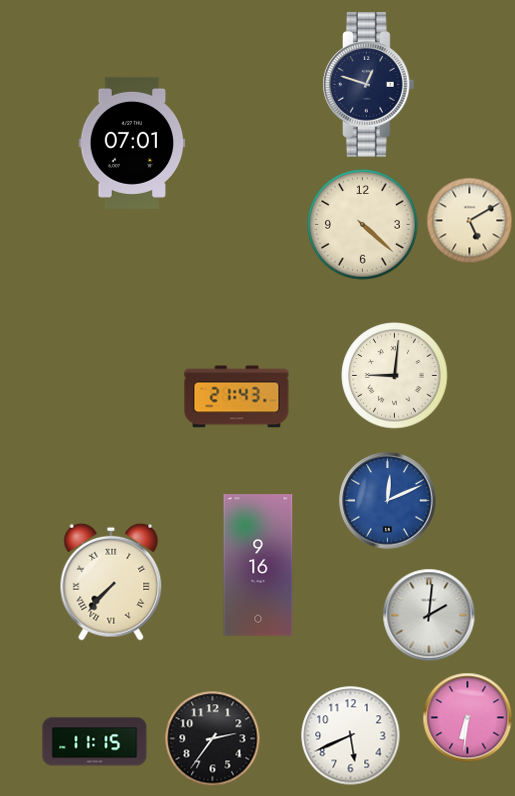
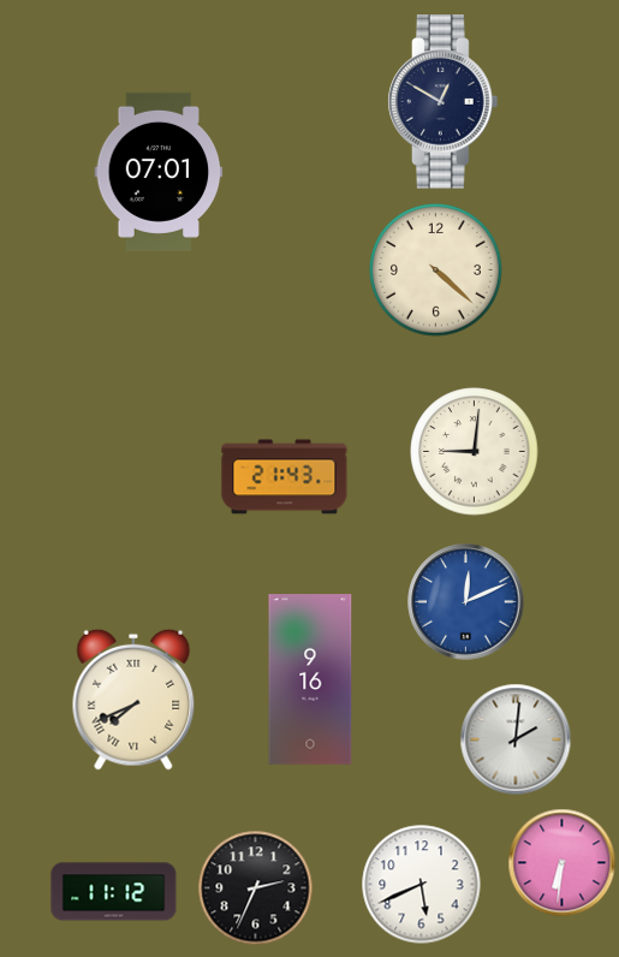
clock at (369, 85): 12:48 -> 12:50
clock at (469, 220): 5:10 -> none
clock at (111, 582): 7:37 -> 7:41
clock at (212, 738): 2:36 -> 2:34
clock at (95, 742): 11:15 -> 11:12
